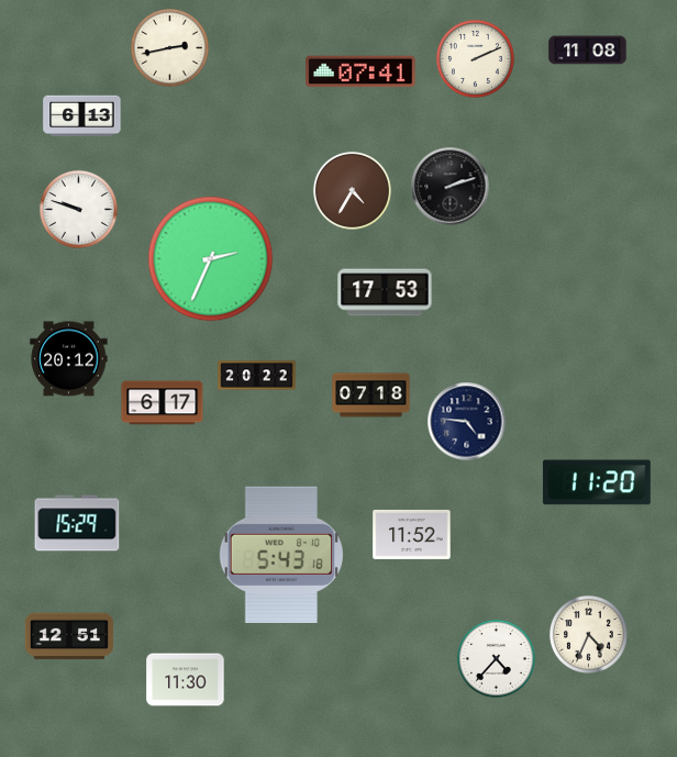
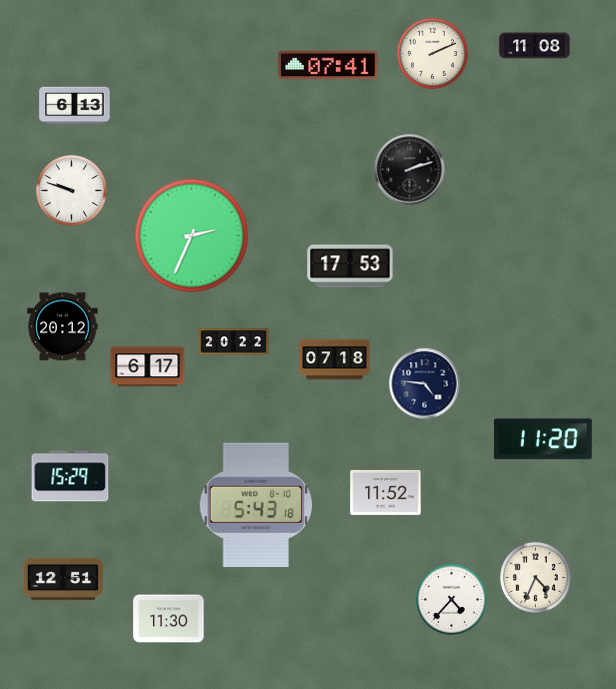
clock at (169, 47): 2:43 -> none
clock at (352, 190): 4:35 -> none
clock at (371, 396) position: (371, 396) -> (335, 360)
clock at (412, 534) position: (412, 534) -> (386, 492)
